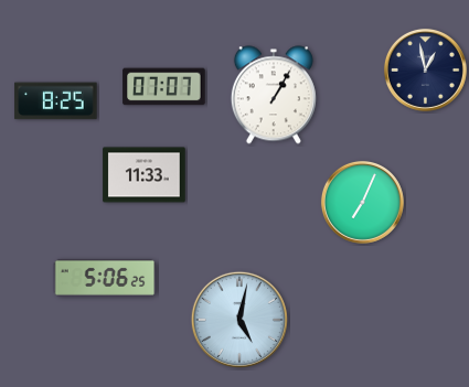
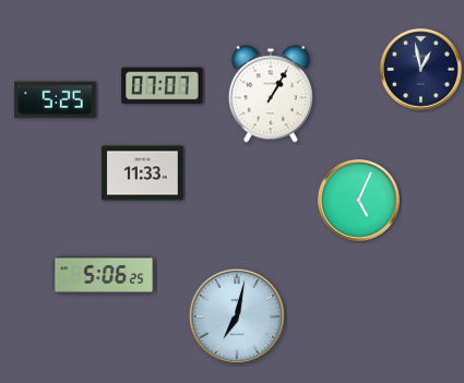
clock at (56, 101): 8:25 -> 5:25
clock at (362, 202): 7:04 -> 5:04
clock at (239, 320): 5:02 -> 7:02
